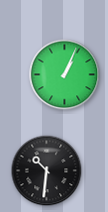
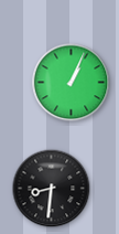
clock at (47, 171): 10:31 -> 8:31
